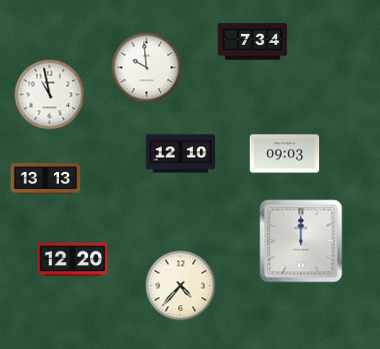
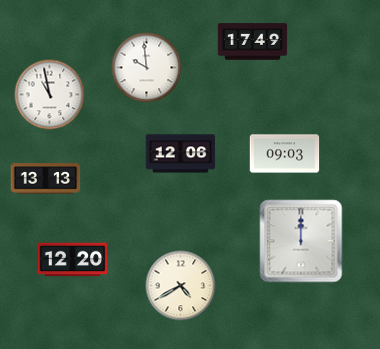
clock at (253, 42): 7:34 -> 17:49
clock at (181, 154): 12:10 -> 12:06
clock at (181, 286): 4:37 -> 4:40
